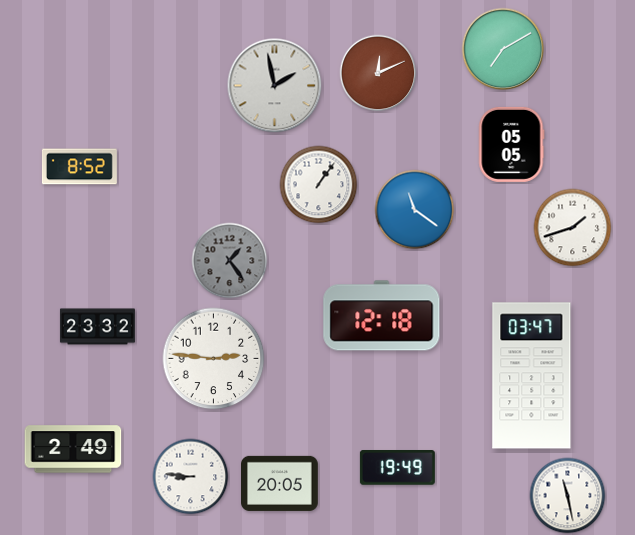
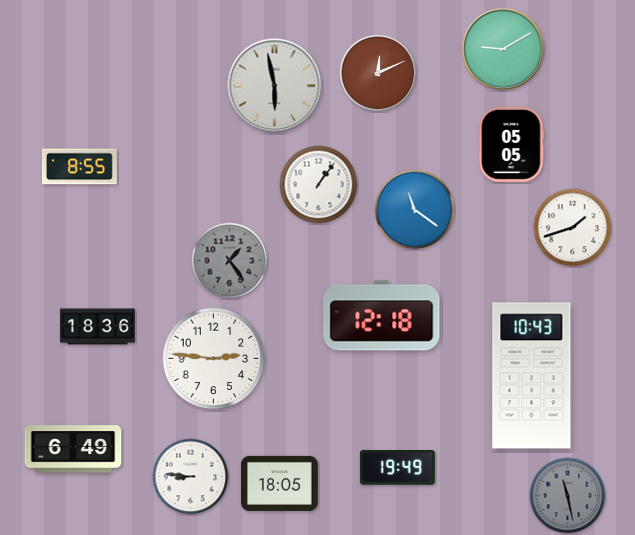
clock at (503, 49): 7:10 -> 9:10
clock at (275, 86): 1:58 -> 5:58
clock at (79, 167): 8:52 -> 8:55
clock at (97, 327): 23:32 -> 18:36
clock at (532, 376): 03:47 -> 10:43
clock at (73, 449): 2:49 -> 6:49
clock at (280, 483): 20:05 -> 18:05
clock at (568, 496) dial: white -> grey
